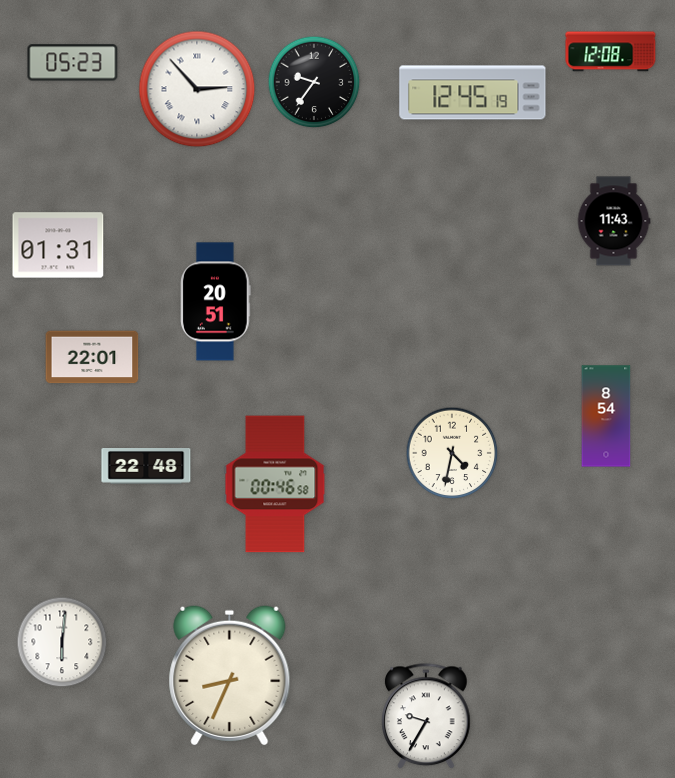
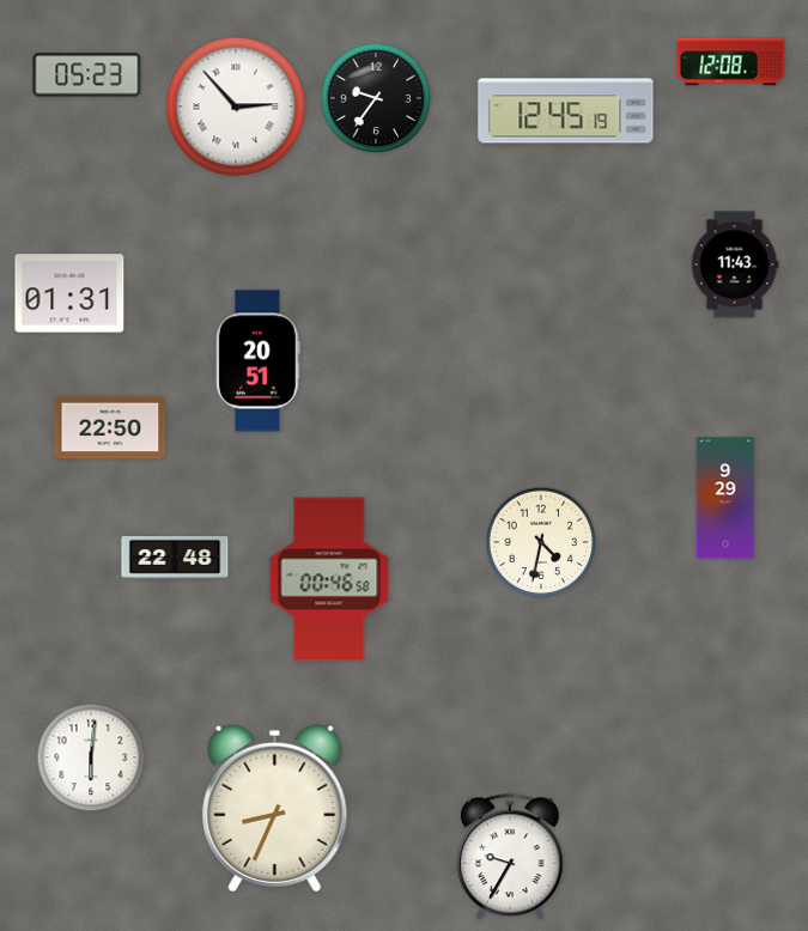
clock at (92, 357): 22:01 -> 22:50
clock at (606, 416): 8:54 -> 9:29
clock at (62, 642) position: (62, 642) -> (91, 757)
